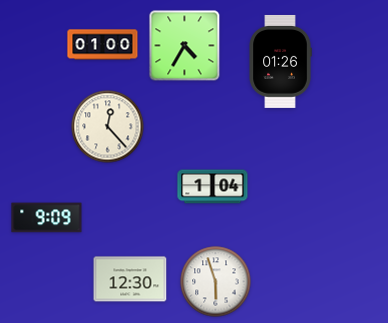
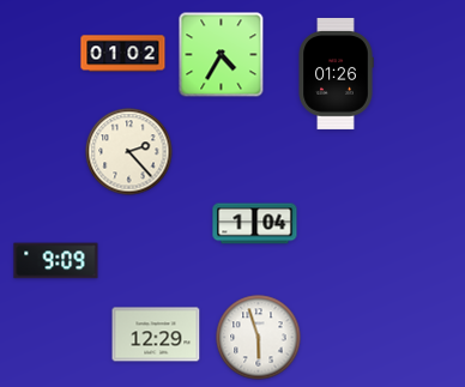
clock at (103, 45): 01:00 -> 01:02
clock at (108, 127): 12:23 -> 2:23
clock at (130, 279): 12:30 -> 12:29
